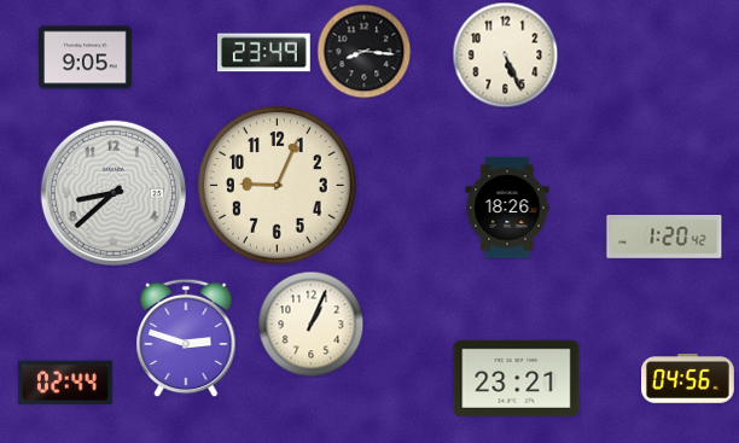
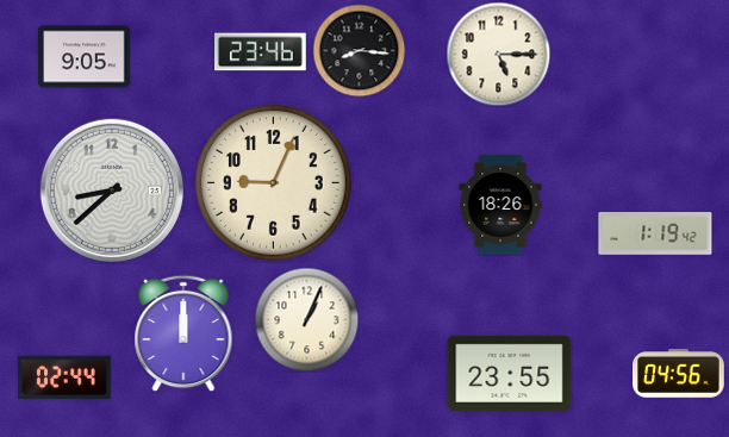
clock at (264, 53): 23:49 -> 23:46
clock at (505, 54): 5:26 -> 5:15
clock at (664, 238): 1:20 -> 1:19
clock at (186, 338): 2:48 -> 12:00
clock at (517, 378): 23:21 -> 23:55
